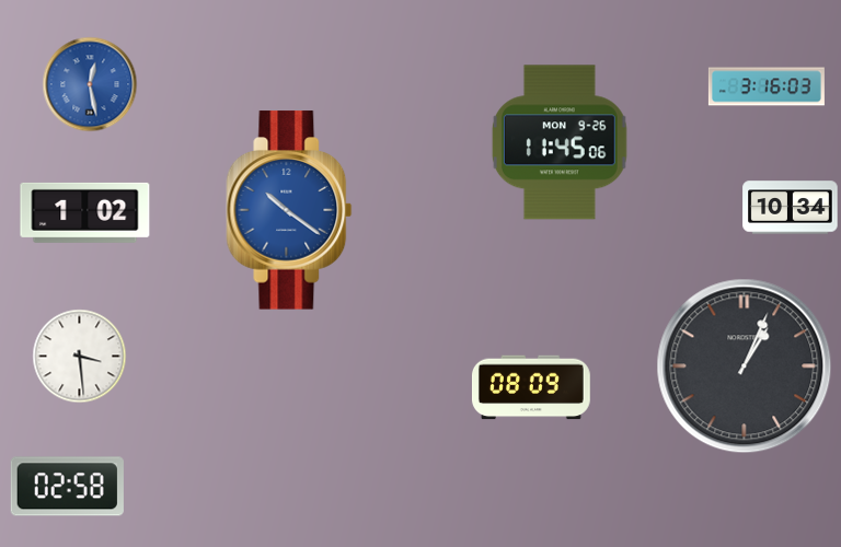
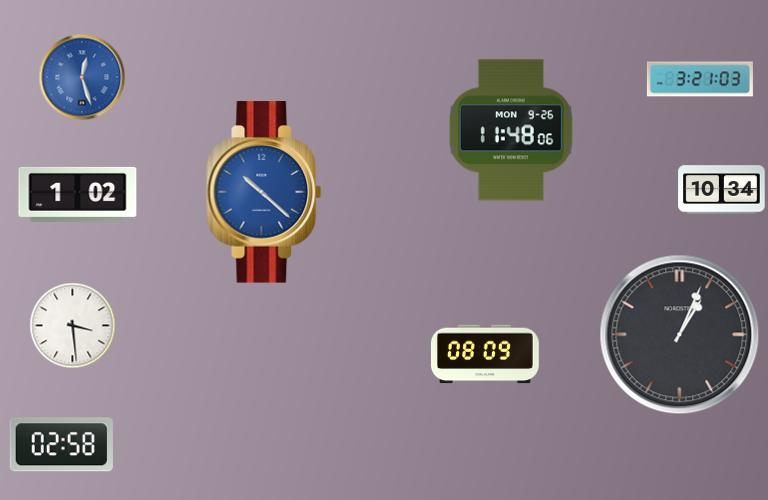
clock at (90, 84): 12:28 -> 12:27
clock at (767, 86): 3:16 -> 3:21
clock at (560, 142): 11:45 -> 11:48
clock at (289, 210): 10:21 -> 10:22
